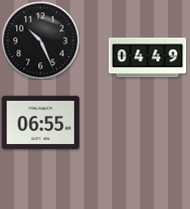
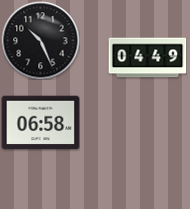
clock at (40, 123): 06:55 -> 06:58
